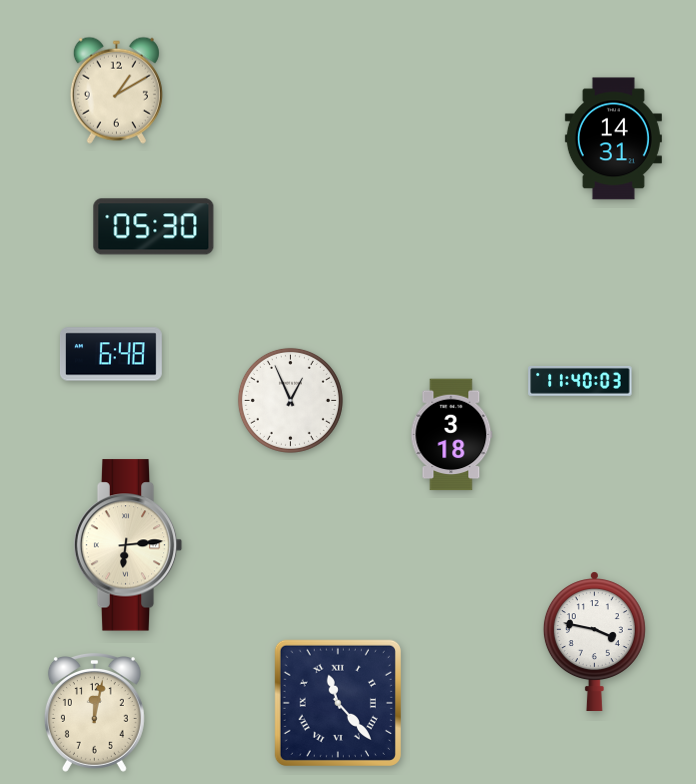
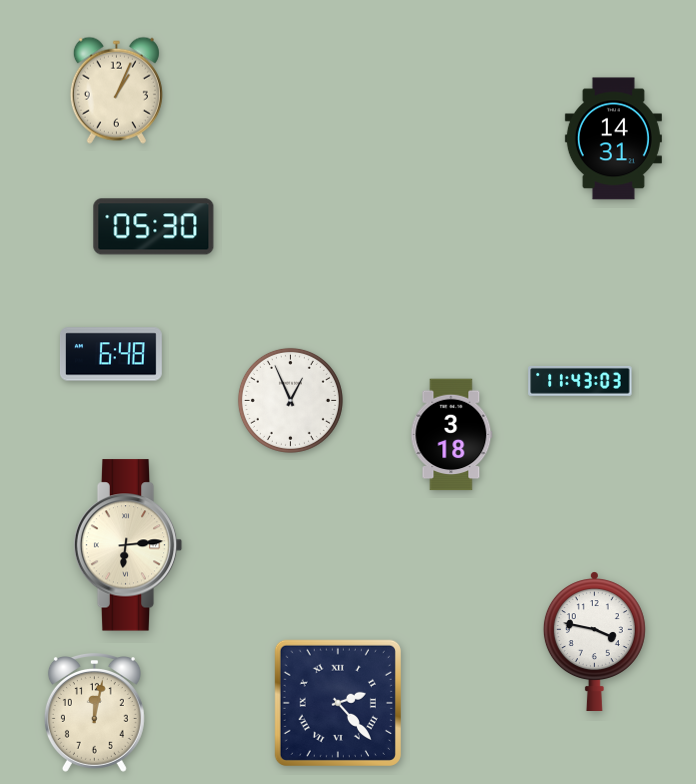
clock at (116, 90): 1:10 -> 1:04
clock at (580, 381): 11:40 -> 11:43
clock at (338, 703): 11:23 -> 2:23
